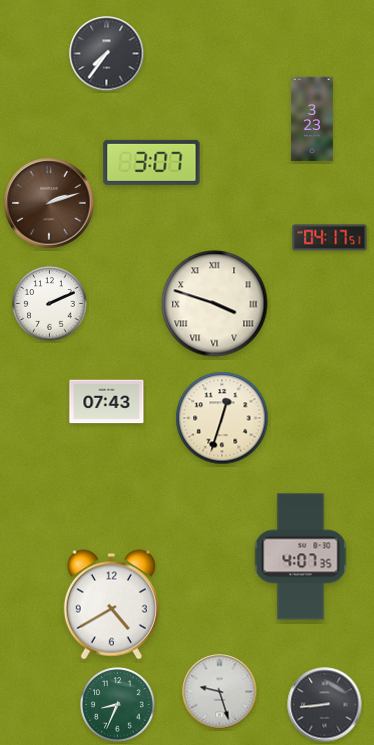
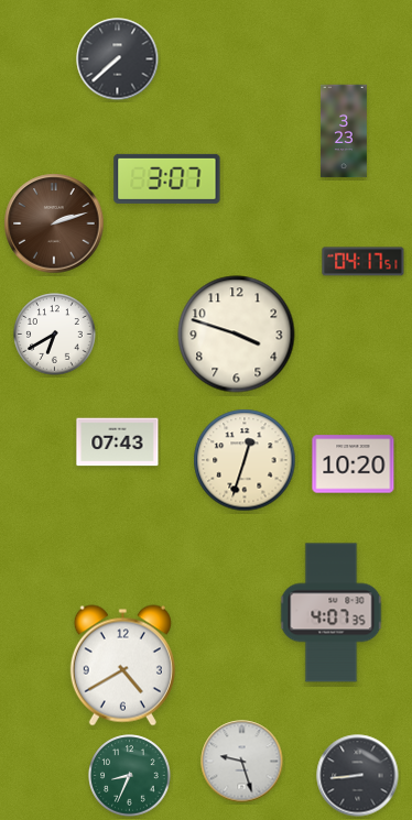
clock at (107, 54): 7:36 -> 7:38
clock at (50, 304): 2:11 -> 6:40
clock at (215, 304) numerals: Roman -> Arabic
clock at (354, 464): none -> 10:20
